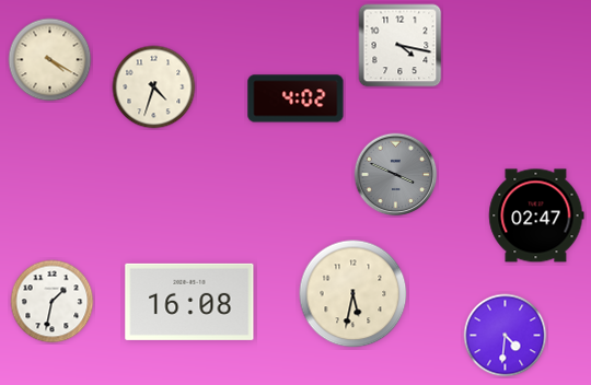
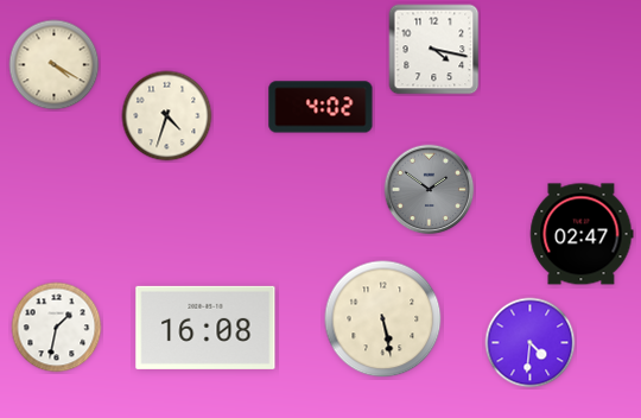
clock at (154, 87) position: (154, 87) -> (167, 116)
clock at (396, 175): 3:49 -> 1:51
clock at (354, 294): 5:32 -> 5:28
clock at (506, 336) position: (506, 336) -> (531, 343)
